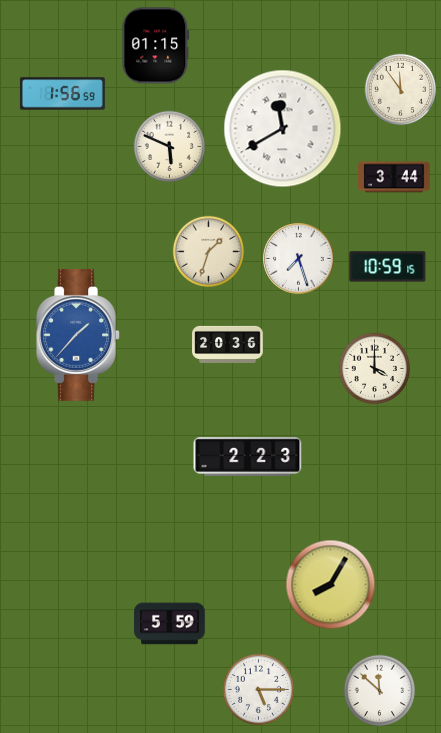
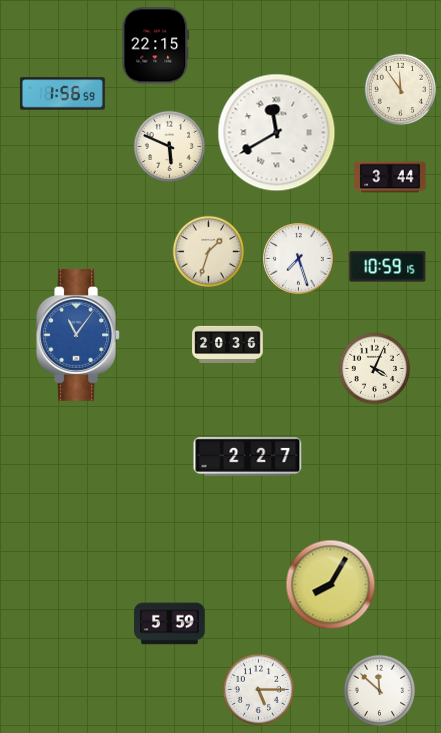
clock at (156, 46): 01:15 -> 22:15
clock at (283, 129) position: (283, 129) -> (277, 133)
clock at (394, 177) position: (394, 177) -> (390, 177)
clock at (78, 336): 1:37 -> 11:06
clock at (374, 368): 4:00 -> 4:04
clock at (248, 456): 2:23 -> 2:27
